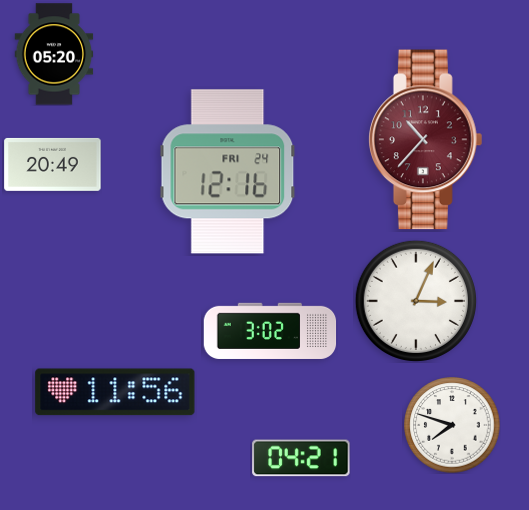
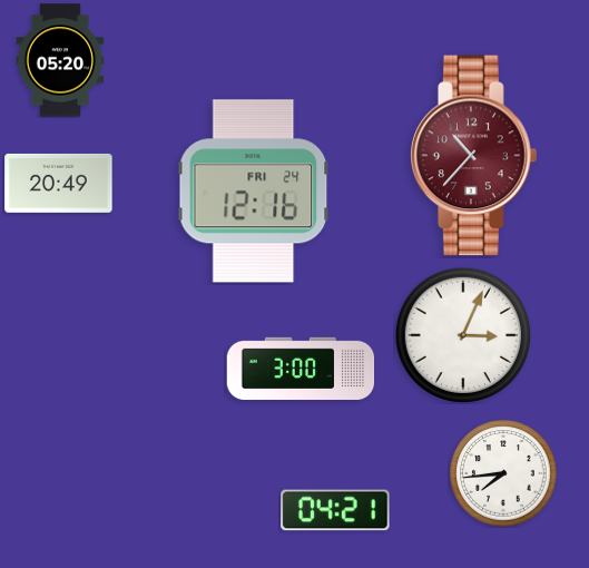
clock at (270, 331): 3:02 -> 3:00
clock at (115, 392): 11:56 -> none
clock at (452, 425): 7:48 -> 7:44
